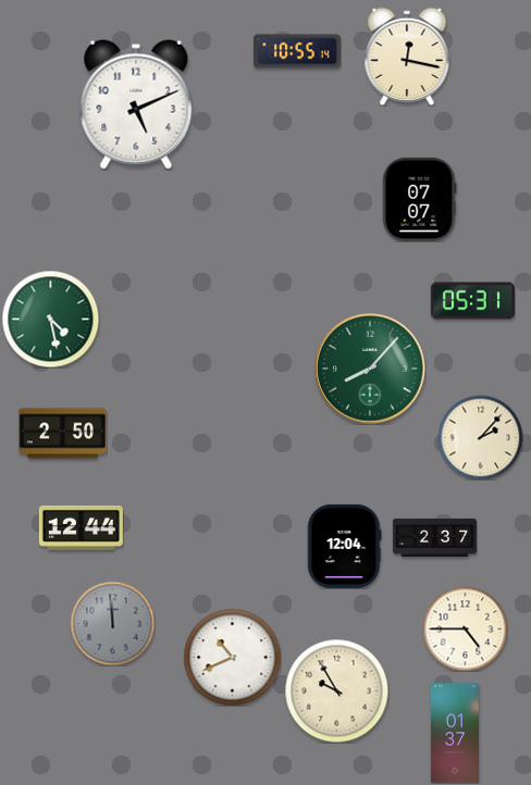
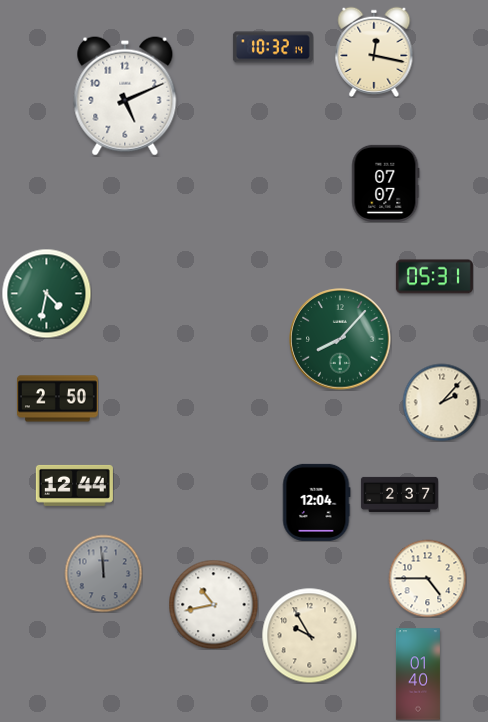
clock at (297, 51): 10:55 -> 10:32
clock at (50, 319): 4:28 -> 4:32
clock at (232, 657): 10:41 -> 10:43
clock at (455, 733): 01:37 -> 01:40
